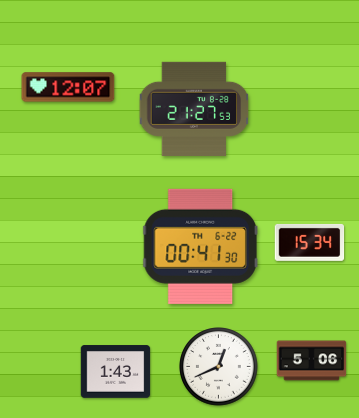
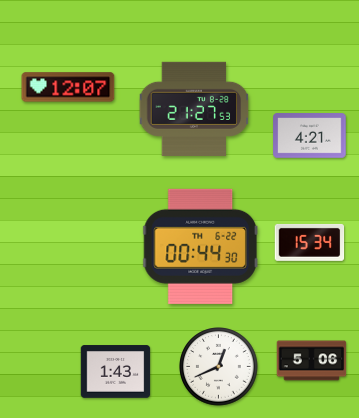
clock at (310, 136): none -> 4:21
clock at (200, 246): 00:41 -> 00:44
